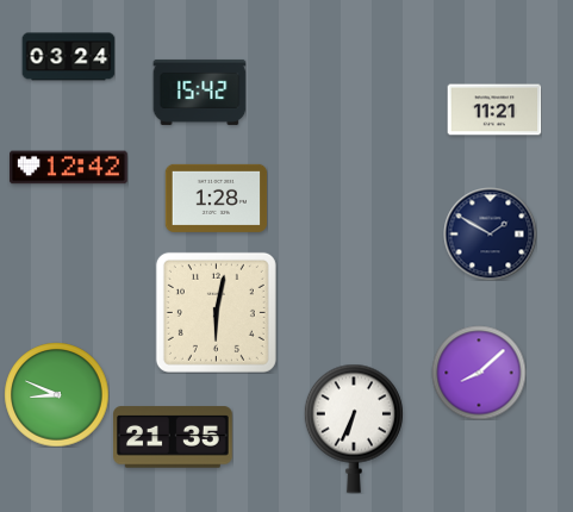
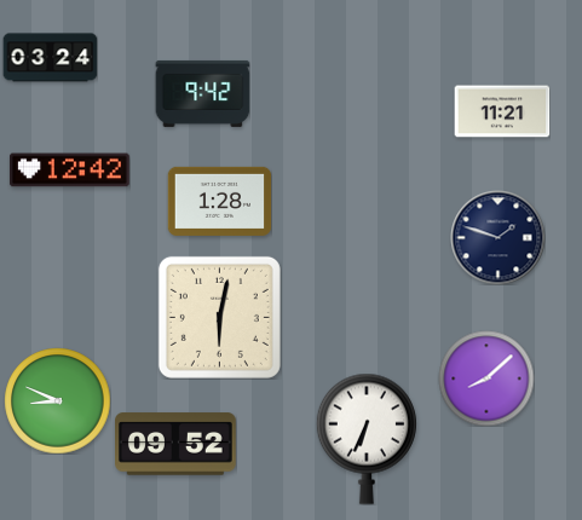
clock at (68, 57) position: (68, 57) -> (50, 58)
clock at (199, 92): 15:42 -> 9:42
clock at (490, 233): 1:50 -> 1:48
clock at (354, 429) position: (354, 429) -> (367, 439)
clock at (174, 437): 21:35 -> 09:52
